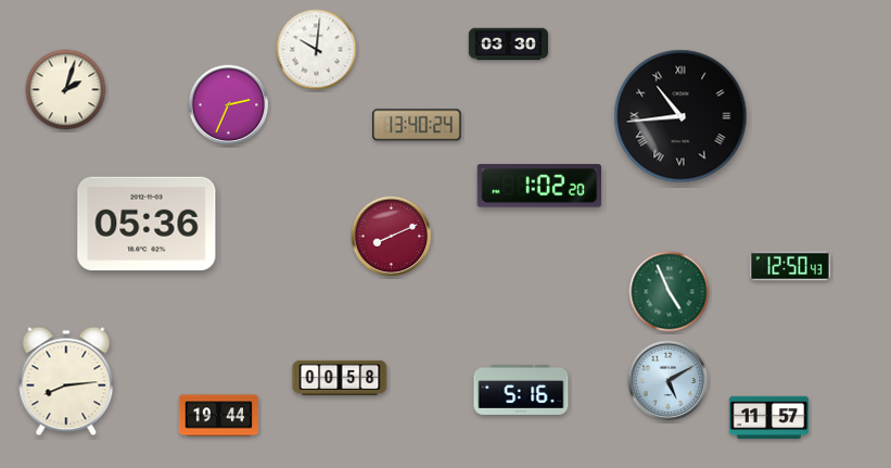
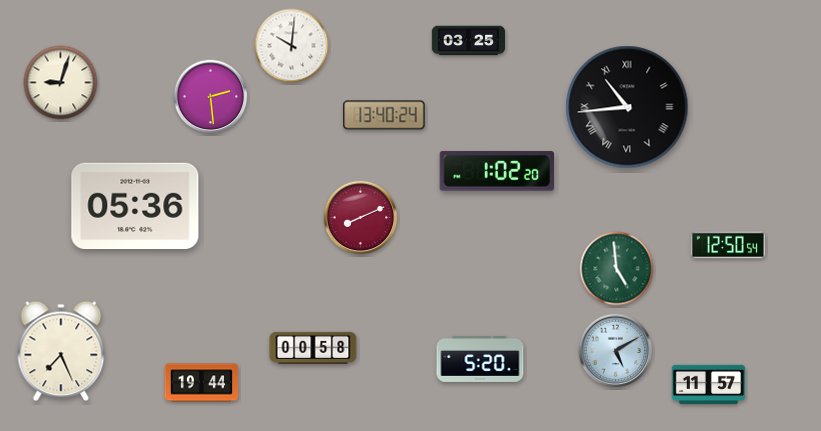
clock at (509, 45): 03:30 -> 03:25
clock at (66, 90): 2:03 -> 9:03
clock at (229, 105): 2:34 -> 2:29
clock at (790, 266): 12:50:43 -> 12:50:54
clock at (670, 292): 4:56 -> 4:59
clock at (66, 381): 8:14 -> 7:26
clock at (521, 390): 5:16 -> 5:20
